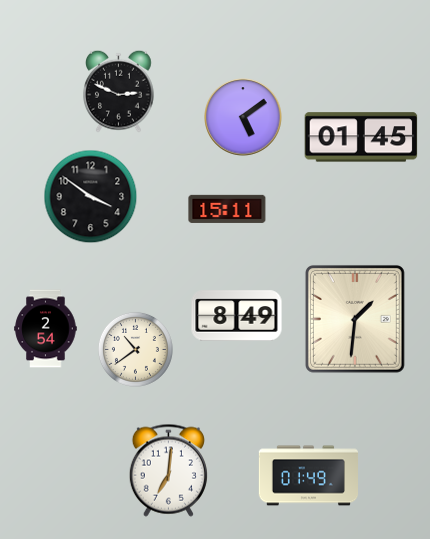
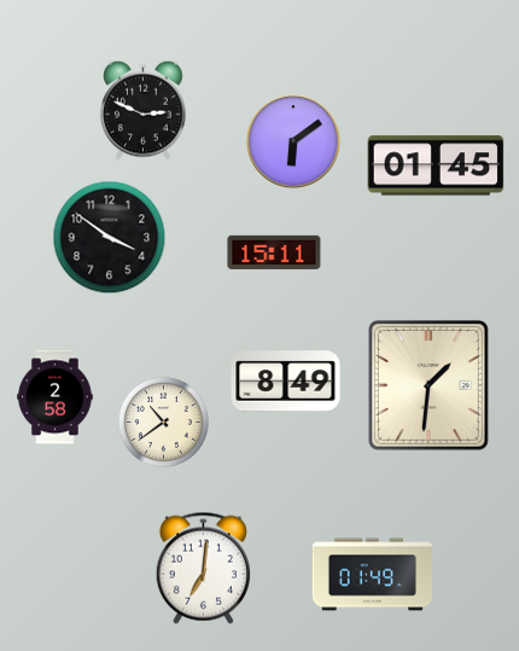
clock at (243, 117): 5:09 -> 6:09
clock at (46, 329): 2:54 -> 2:58
